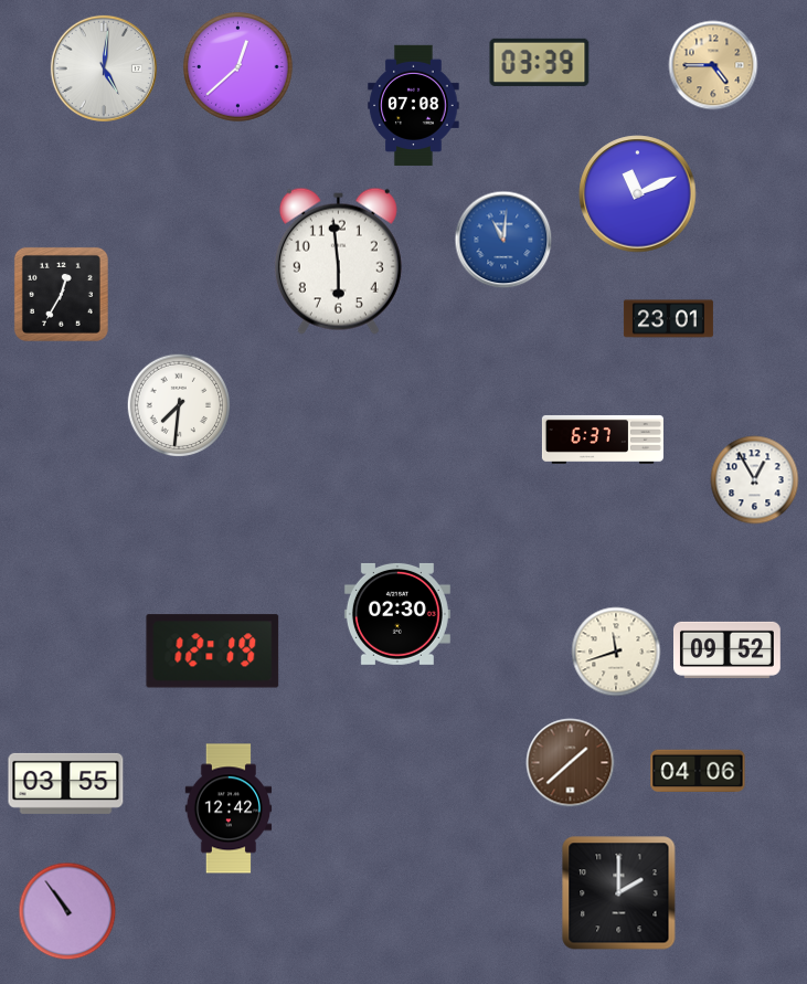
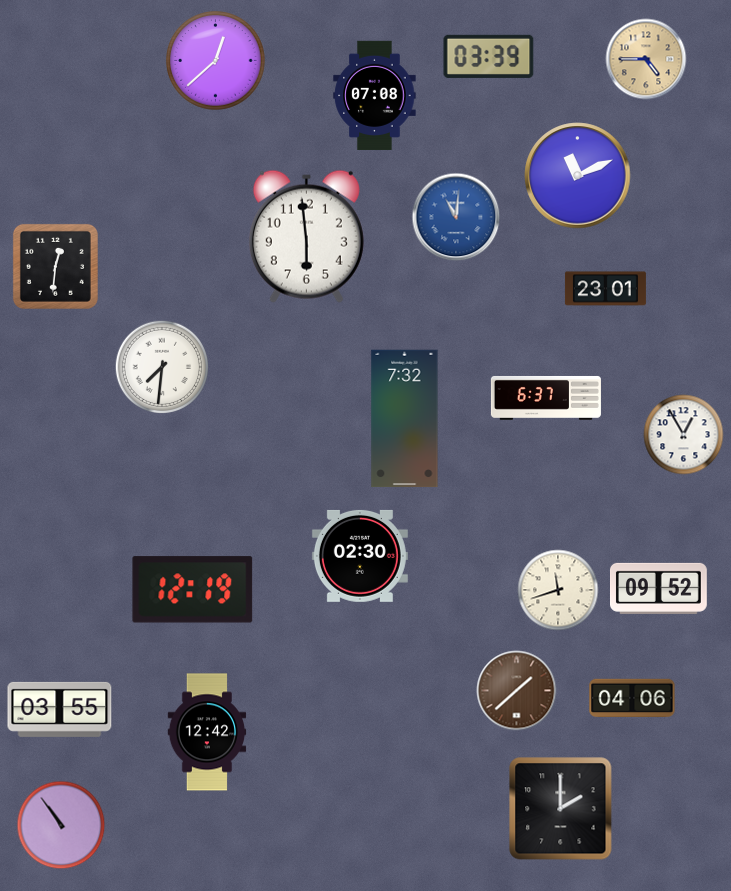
clock at (104, 68): 5:01 -> none
clock at (61, 294): 12:35 -> 12:31
clock at (405, 419): none -> 7:32
